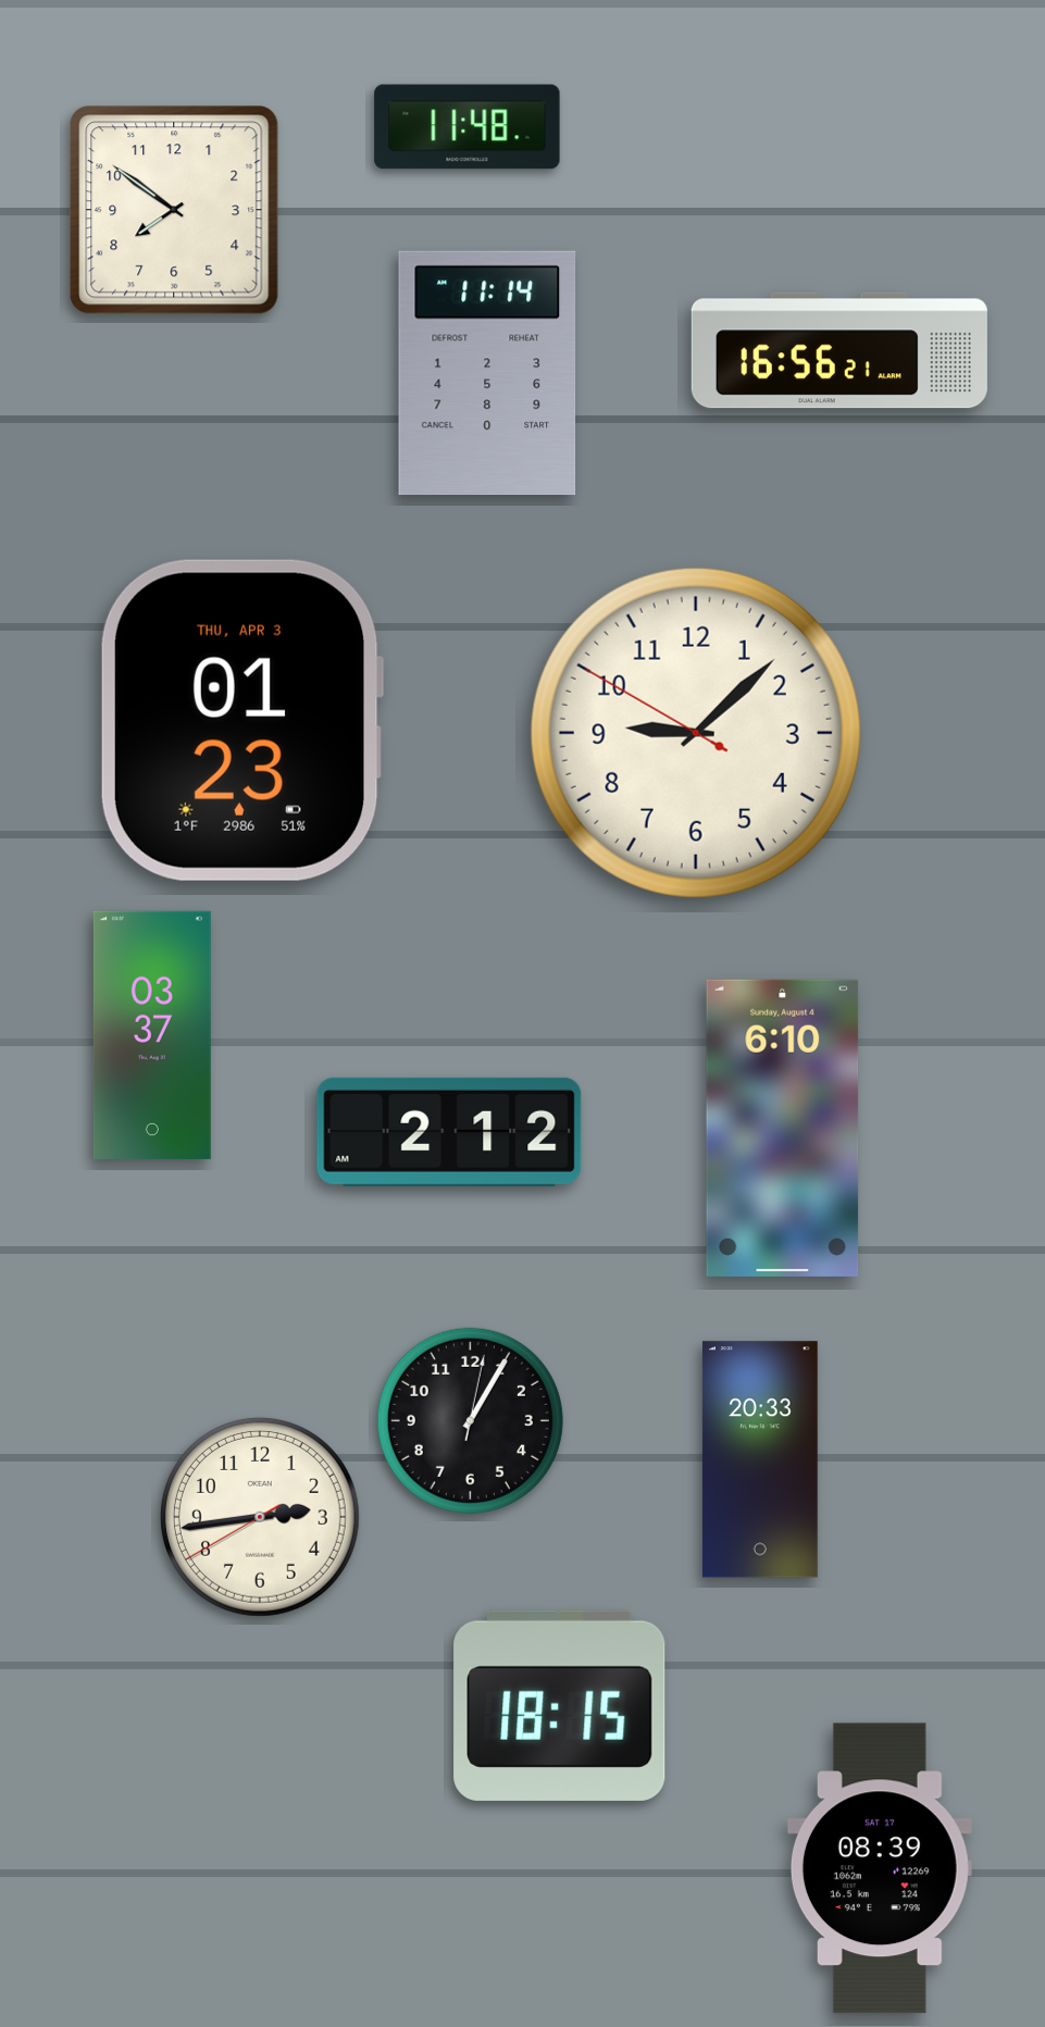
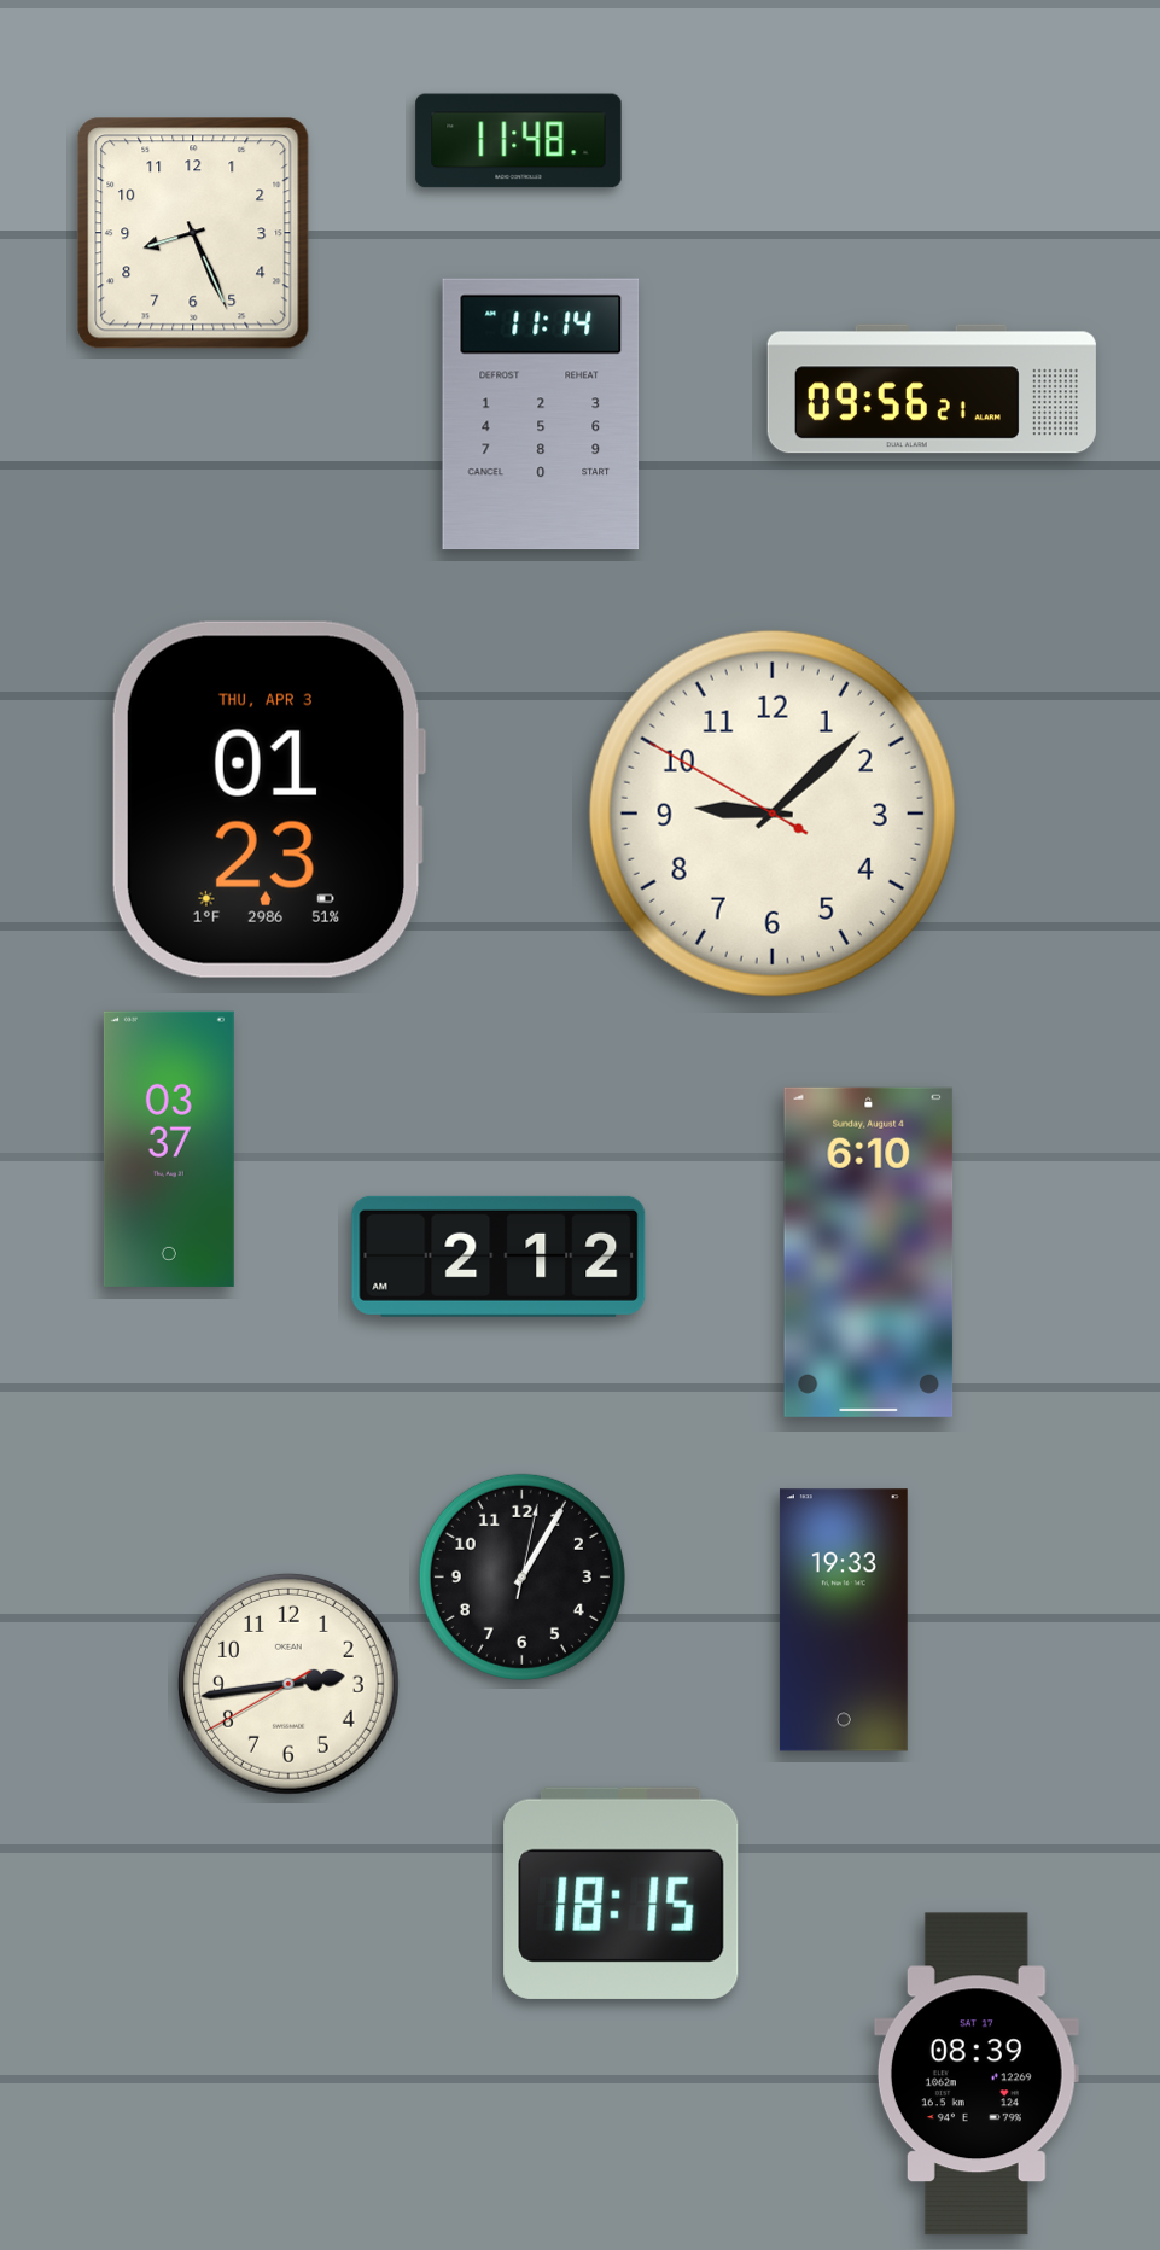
clock at (174, 210): 7:51 -> 8:26
clock at (839, 350): 16:56 -> 09:56
clock at (760, 1459): 20:33 -> 19:33
